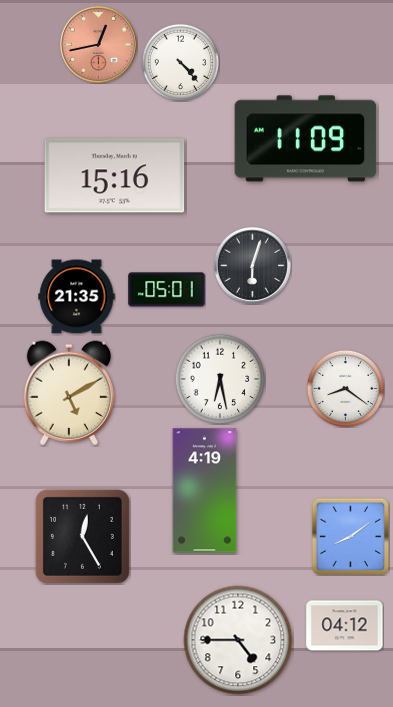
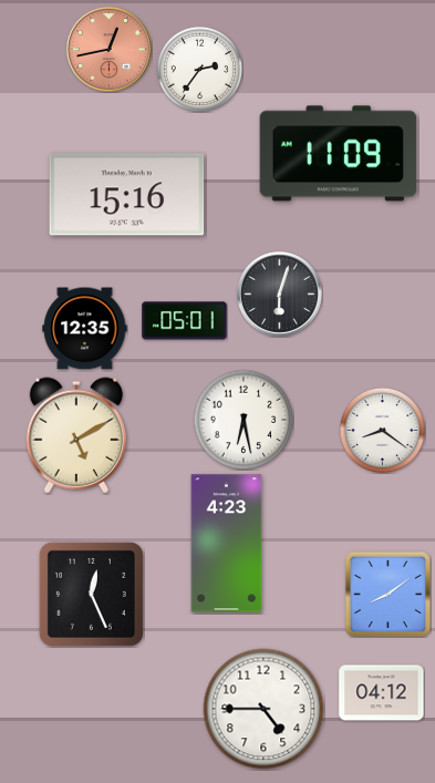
clock at (180, 62): 4:23 -> 2:36
clock at (77, 297): 21:35 -> 12:35
clock at (205, 491): 4:19 -> 4:23
clock at (82, 536): 12:25 -> 12:26
